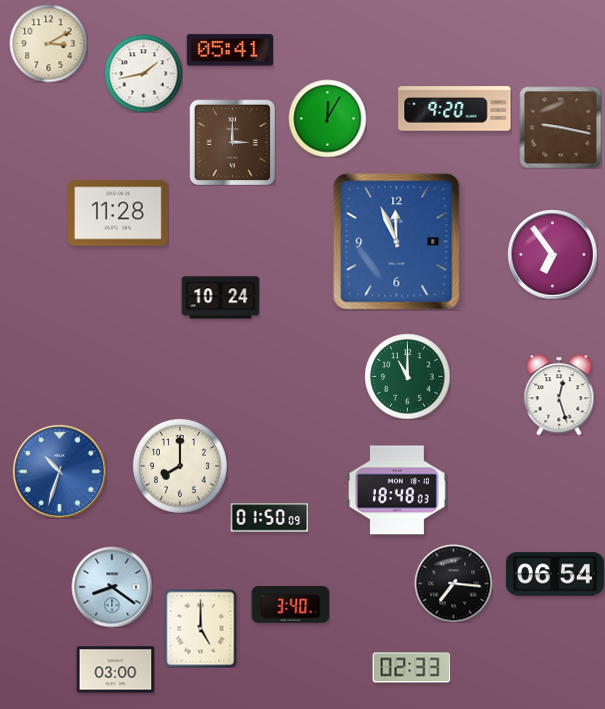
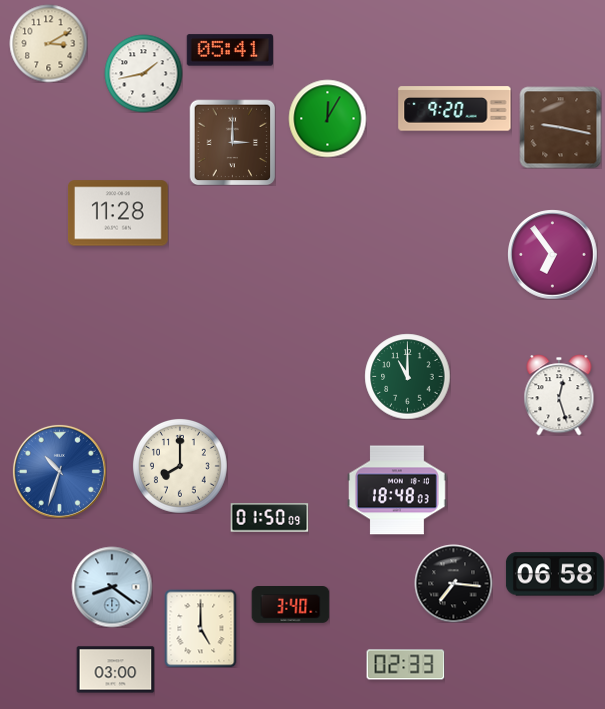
clock at (397, 242): 11:56 -> none
clock at (220, 298): 10:24 -> none
clock at (555, 574): 06:54 -> 06:58
clock at (411, 668) position: (411, 668) -> (405, 665)
